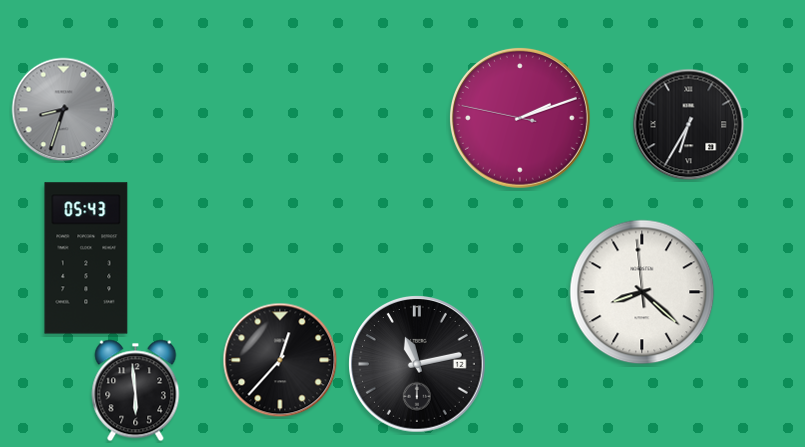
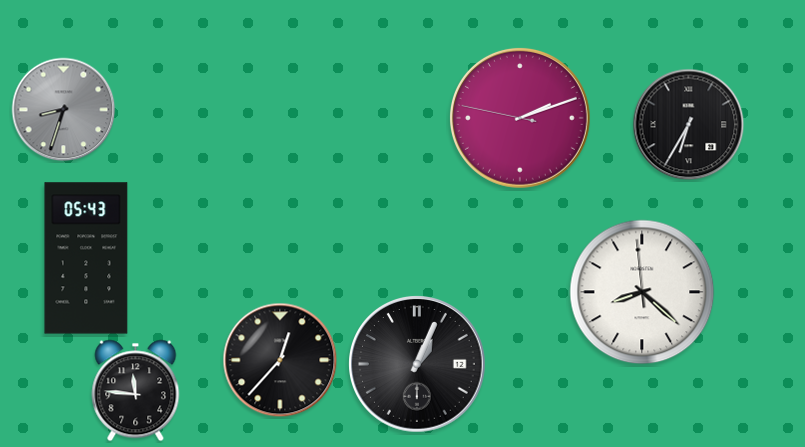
clock at (417, 364): 11:13 -> 1:04
clock at (136, 391): 5:59 -> 11:46
